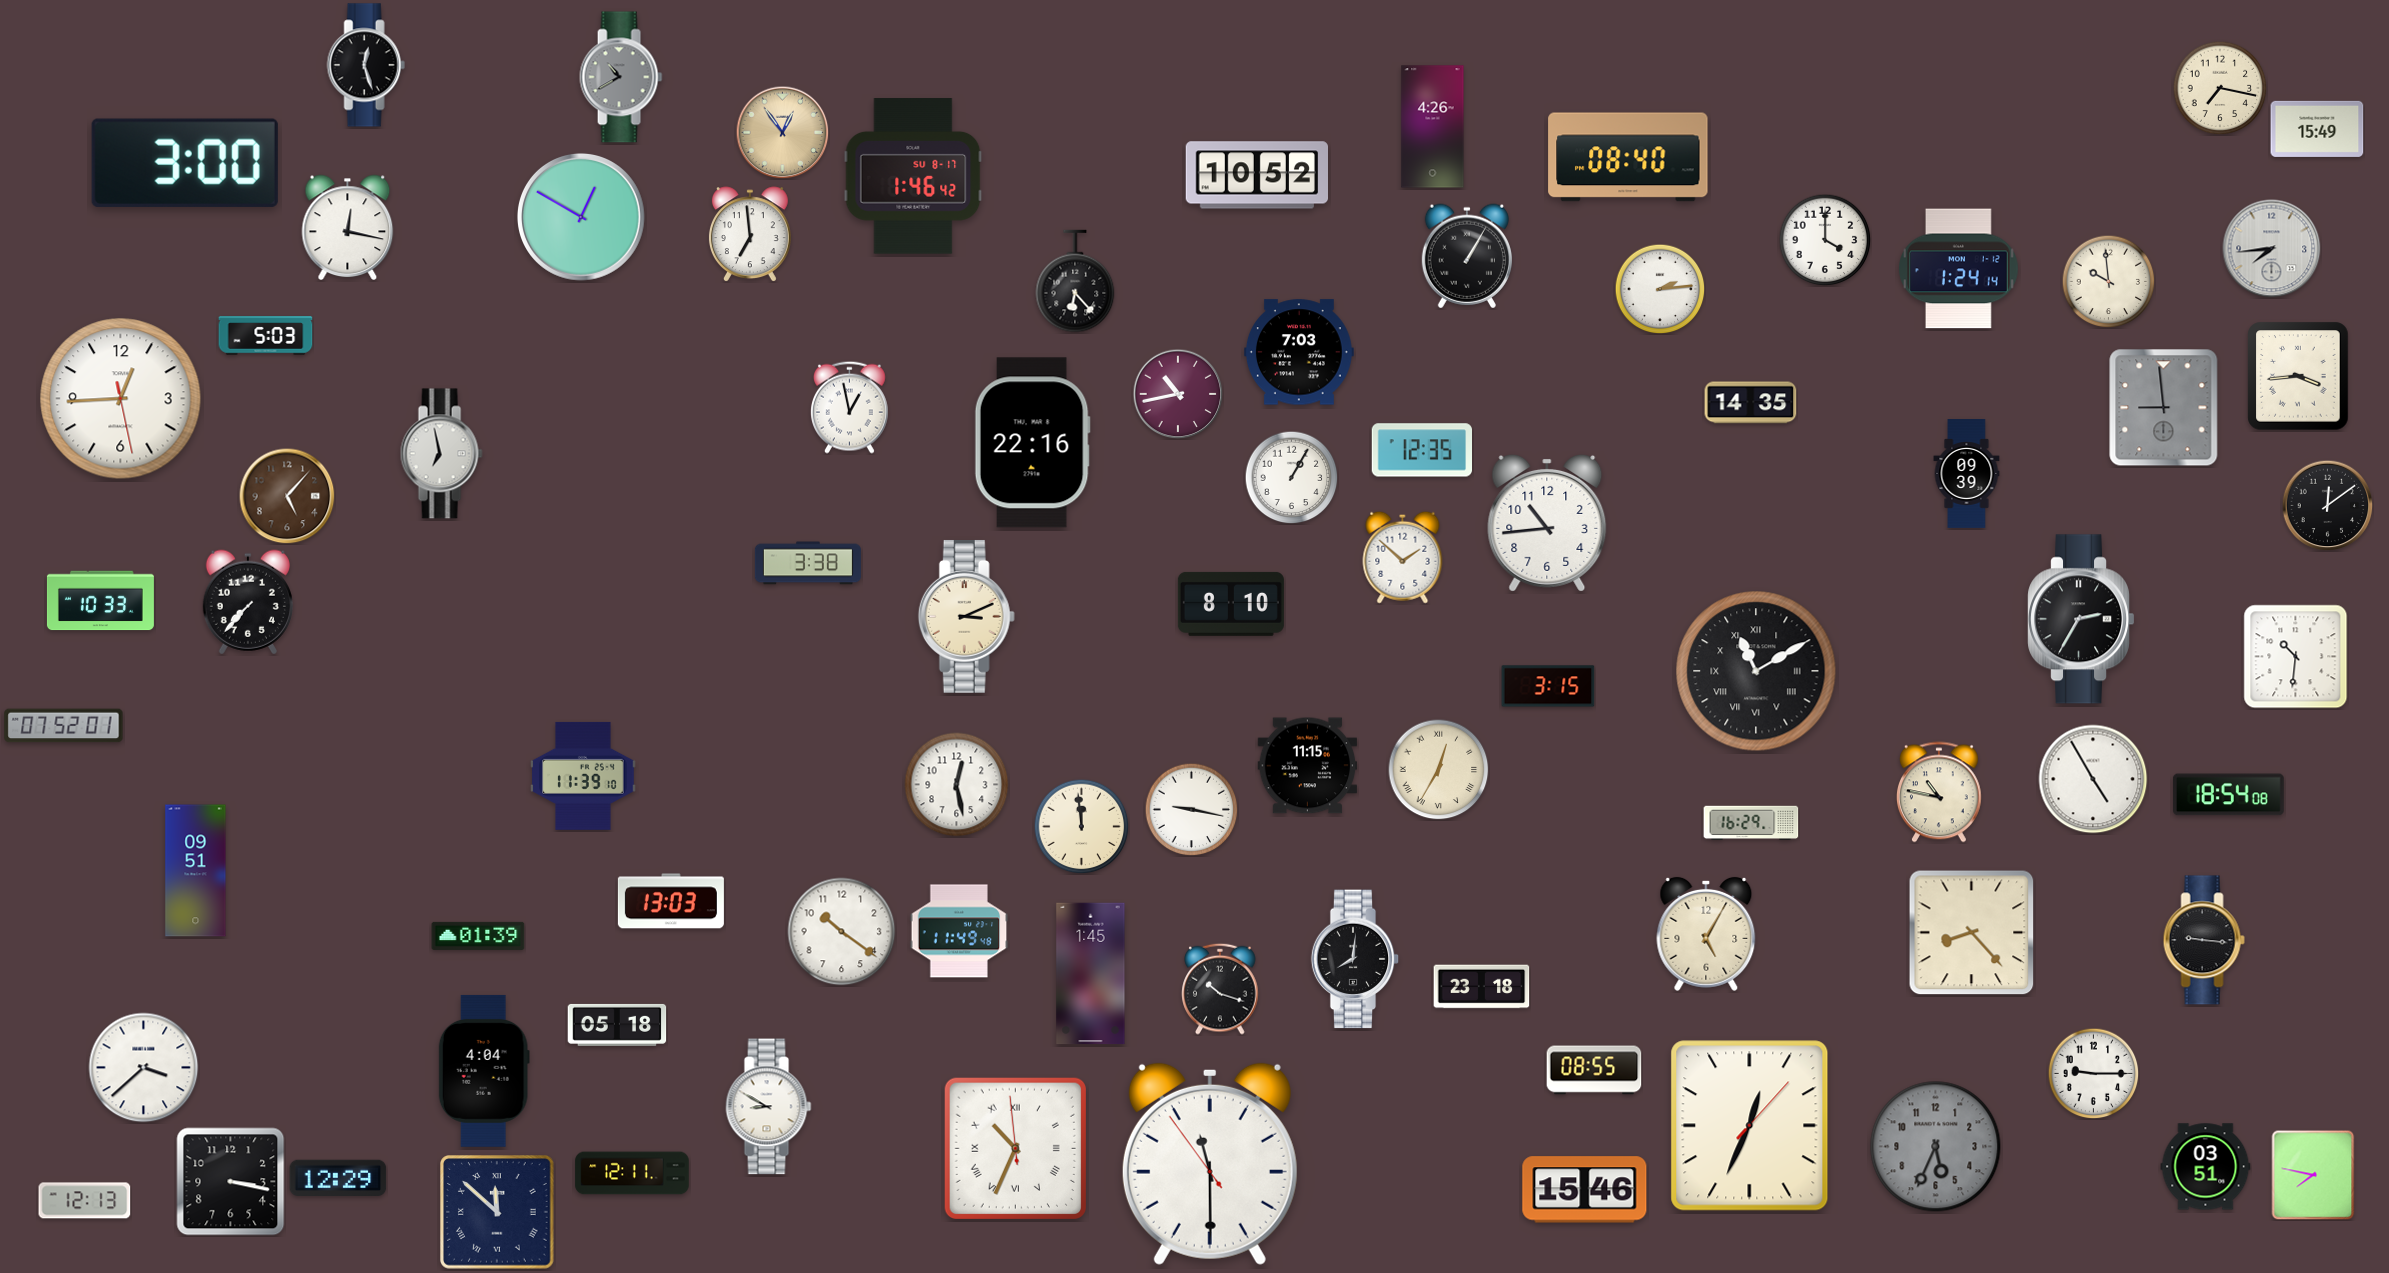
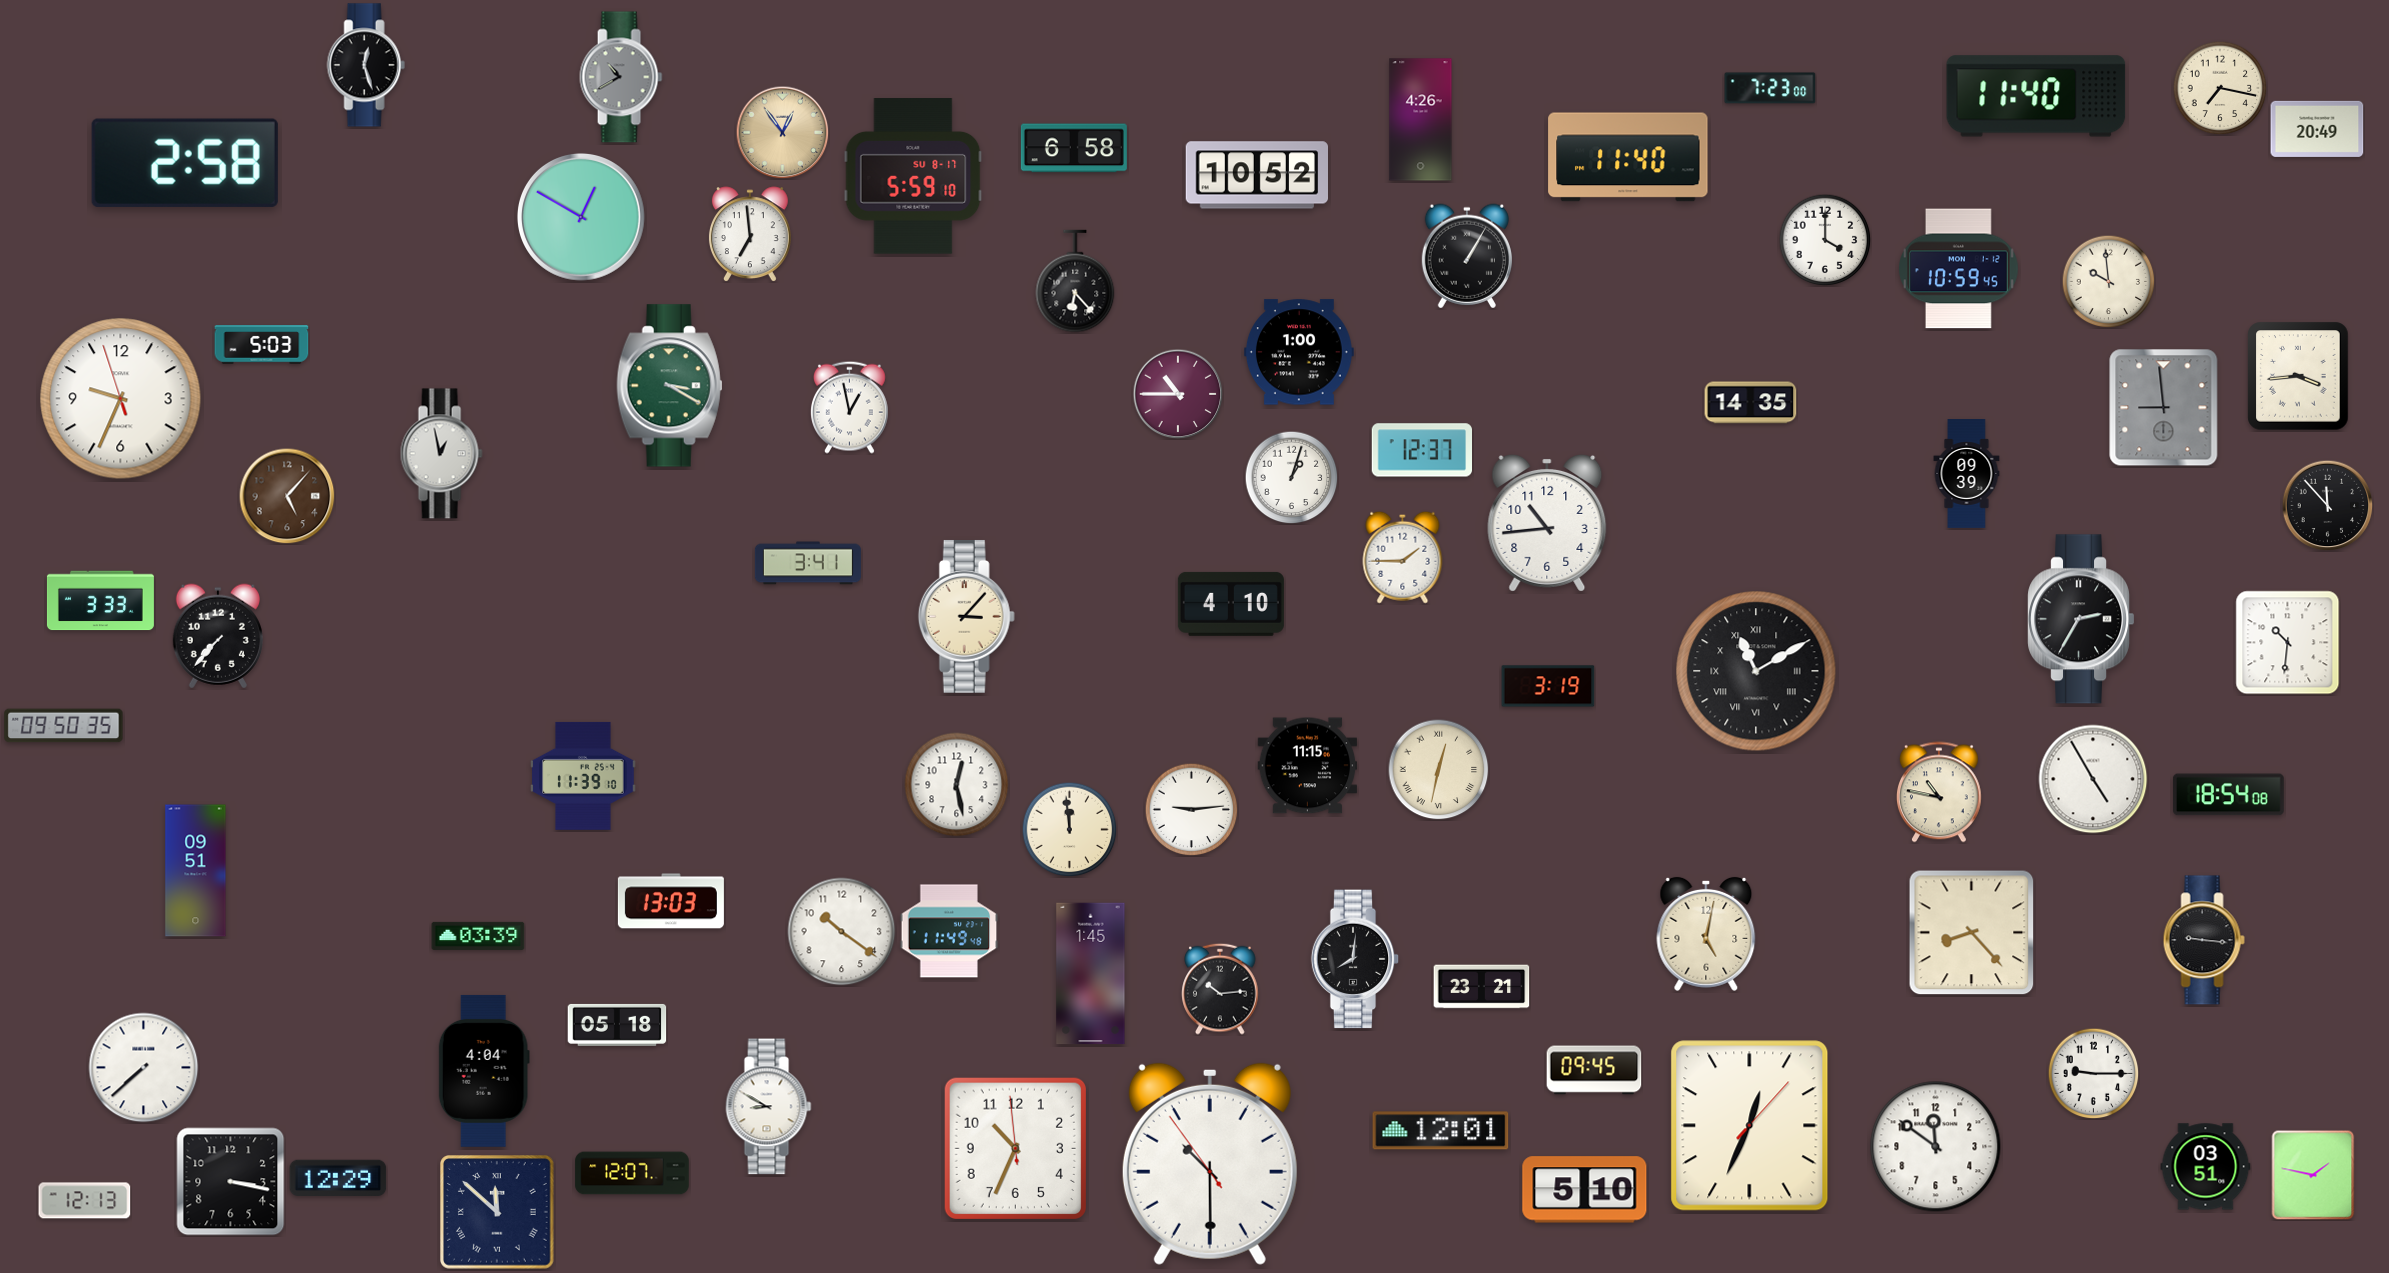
clock at (1770, 88): none -> 7:23
clock at (2036, 96): none -> 11:40
clock at (1433, 127) position: (1433, 127) -> (1421, 120)
clock at (2317, 129): 15:49 -> 20:49
clock at (1074, 148): none -> 6:58
clock at (1628, 157): 08:40 -> 11:40
clock at (185, 163): 3:00 -> 2:58
clock at (913, 176): 1:46 -> 5:59
clock at (348, 227): 12:17 -> none
clock at (2272, 249): 7:44 -> none
clock at (1959, 269): 1:24 -> 10:59
clock at (1660, 289): 2:14 -> none
clock at (266, 336) position: (266, 336) -> (262, 345)
clock at (1299, 352): 7:03 -> 1:00
clock at (670, 386): none -> 3:20
clock at (1178, 394): 10:43 -> 10:45
clock at (121, 399): 12:44 -> 9:33
clock at (1032, 443): 22:16 -> none
clock at (1421, 450): 12:35 -> 12:37
clock at (441, 454): 6:58 -> 12:58
clock at (1291, 477): 1:05 -> 1:03
clock at (2327, 505): 12:09 -> 11:53
clock at (1403, 557): 1:52 -> 1:45
clock at (808, 563): 3:38 -> 3:41
clock at (100, 601): 10:33 -> 3:33
clock at (248, 602) position: (248, 602) -> (218, 636)
clock at (1231, 604): 8:10 -> 4:10
clock at (966, 616): 3:11 -> 3:07
clock at (2296, 657) position: (2296, 657) -> (2288, 643)
clock at (1548, 686): 3:15 -> 3:19
clock at (64, 726): 07:52 -> 09:50
clock at (1439, 770): 12:35 -> 12:32
clock at (1191, 809): 9:17 -> 9:14
clock at (1751, 823): 16:29 -> none
clock at (1081, 826) position: (1081, 826) -> (1069, 829)
clock at (959, 931) position: (959, 931) -> (949, 931)
clock at (1706, 934): 5:05 -> 5:02
clock at (478, 936): 01:39 -> 03:39
clock at (1482, 987): 23:18 -> 23:21
clock at (1220, 989): 10:18 -> 10:14
clock at (144, 1068): 3:38 -> 7:38
clock at (1594, 1070): 08:55 -> 09:45
clock at (1441, 1131): none -> 12:01
clock at (1936, 1147): 5:34 -> 11:51
clock at (1936, 1147) dial: grey -> white
clock at (1015, 1148) numerals: Roman -> Arabic
clock at (1210, 1164): 11:29 -> 10:29
clock at (632, 1173): 12:11 -> 12:07
clock at (2313, 1175): 7:47 -> 1:47
clock at (1585, 1190): 15:46 -> 5:10
